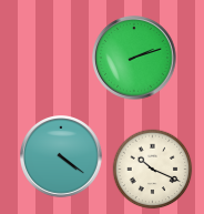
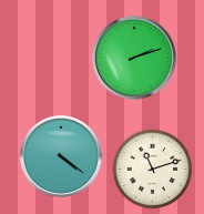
clock at (153, 170): 10:19 -> 11:12
